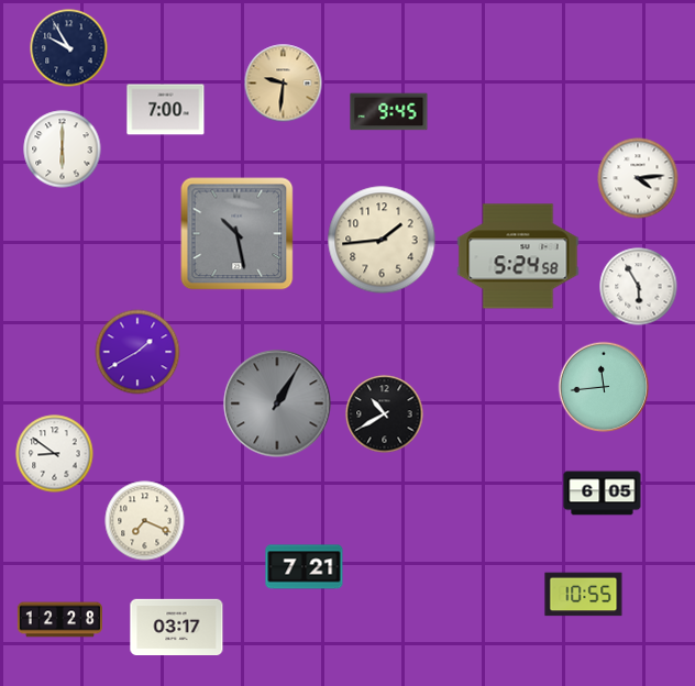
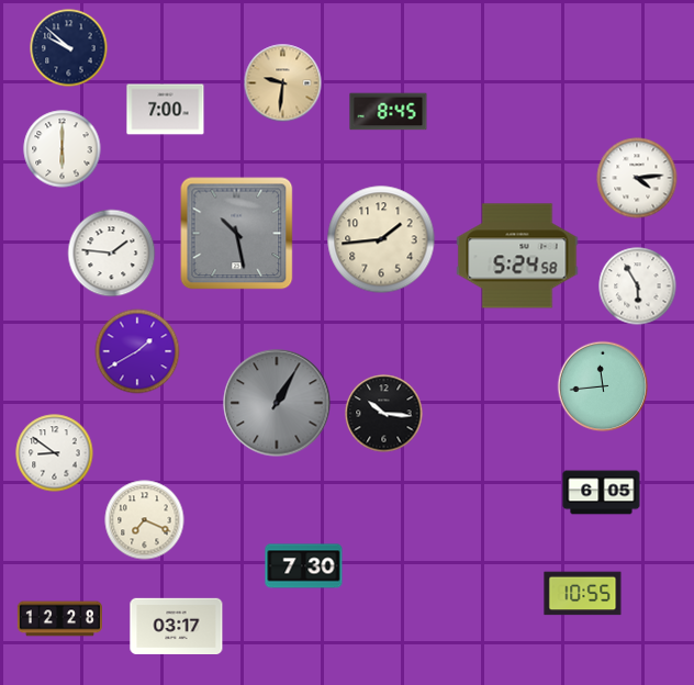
clock at (69, 48): 9:55 -> 9:52
clock at (389, 112): 9:45 -> 8:45
clock at (112, 254): none -> 1:46
clock at (385, 414): 10:40 -> 10:16
clock at (305, 567): 7:21 -> 7:30
